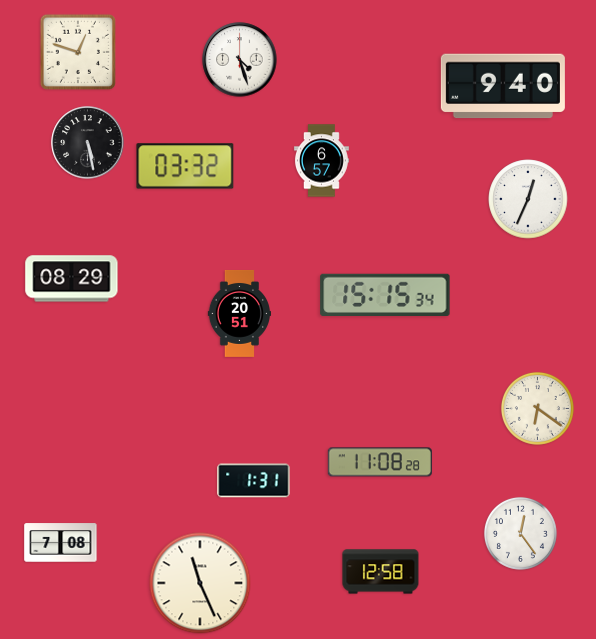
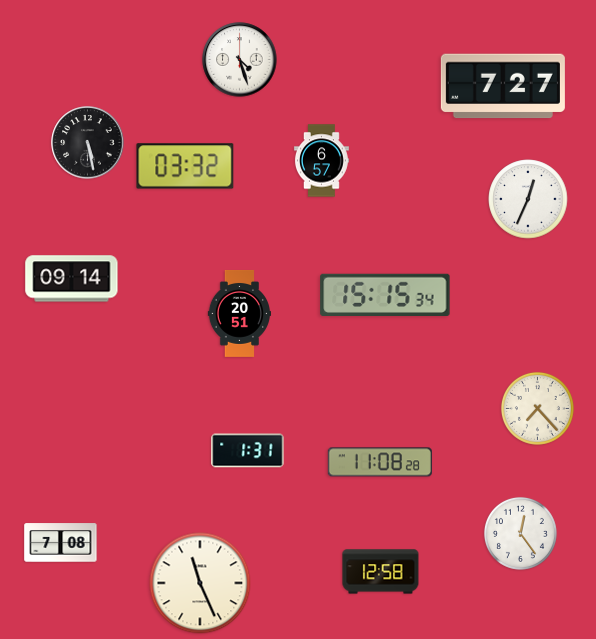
clock at (78, 52): 12:48 -> none
clock at (503, 86): 9:40 -> 7:27
clock at (72, 279): 08:29 -> 09:14
clock at (537, 408): 6:21 -> 7:23
clock at (254, 481) position: (254, 481) -> (248, 451)
